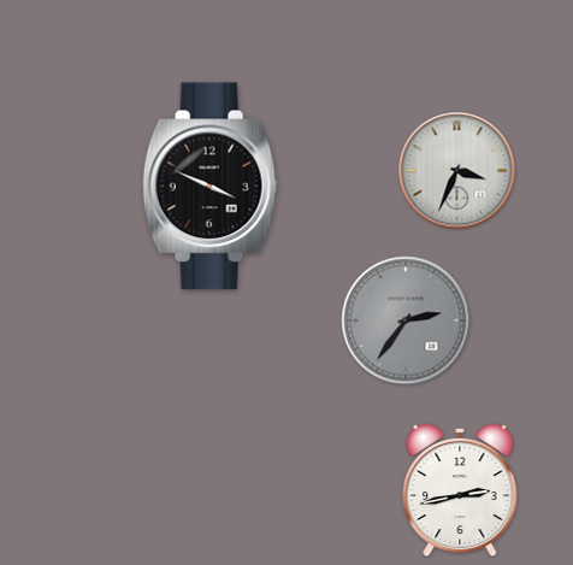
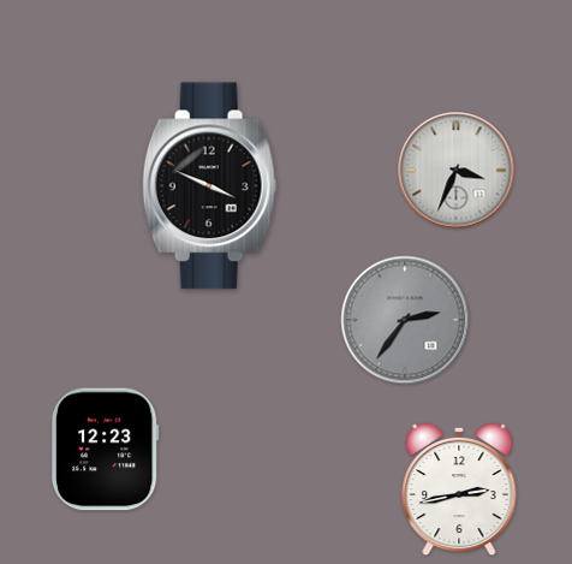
clock at (105, 450): none -> 12:23
